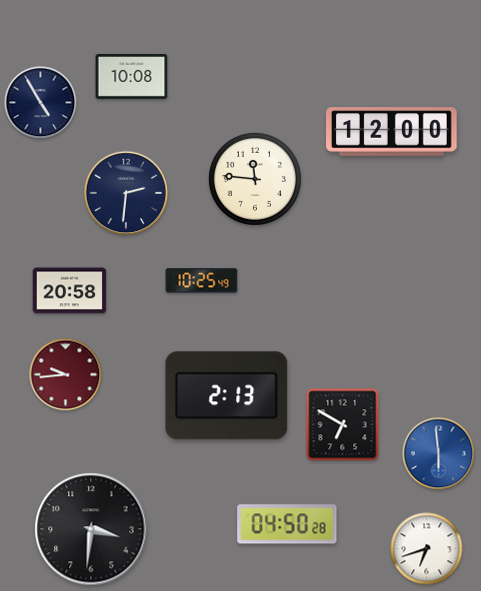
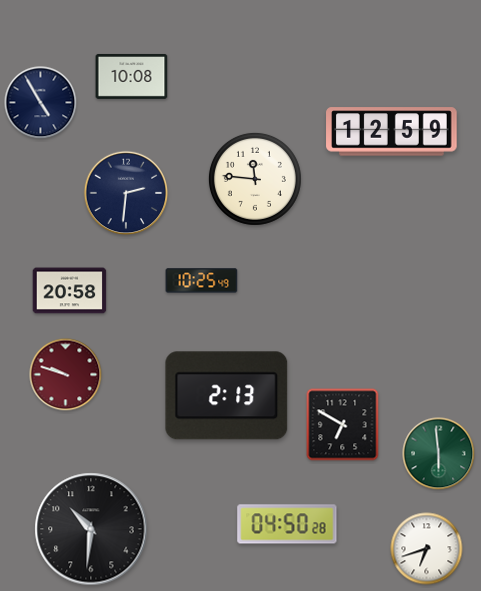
clock at (392, 132): 12:00 -> 12:59
clock at (66, 375): 9:44 -> 9:48
clock at (439, 454) dial: blue -> green
clock at (91, 529): 3:31 -> 10:31
